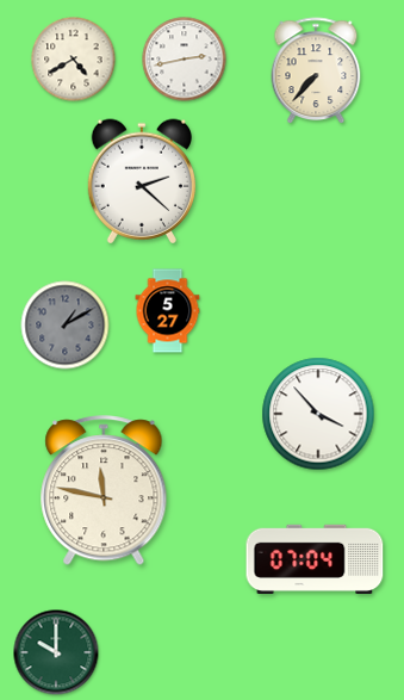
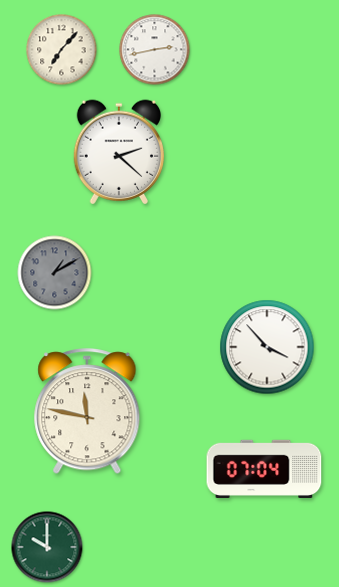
clock at (74, 60): 4:40 -> 7:07
clock at (316, 70): 7:37 -> none
clock at (168, 311): 5:27 -> none
